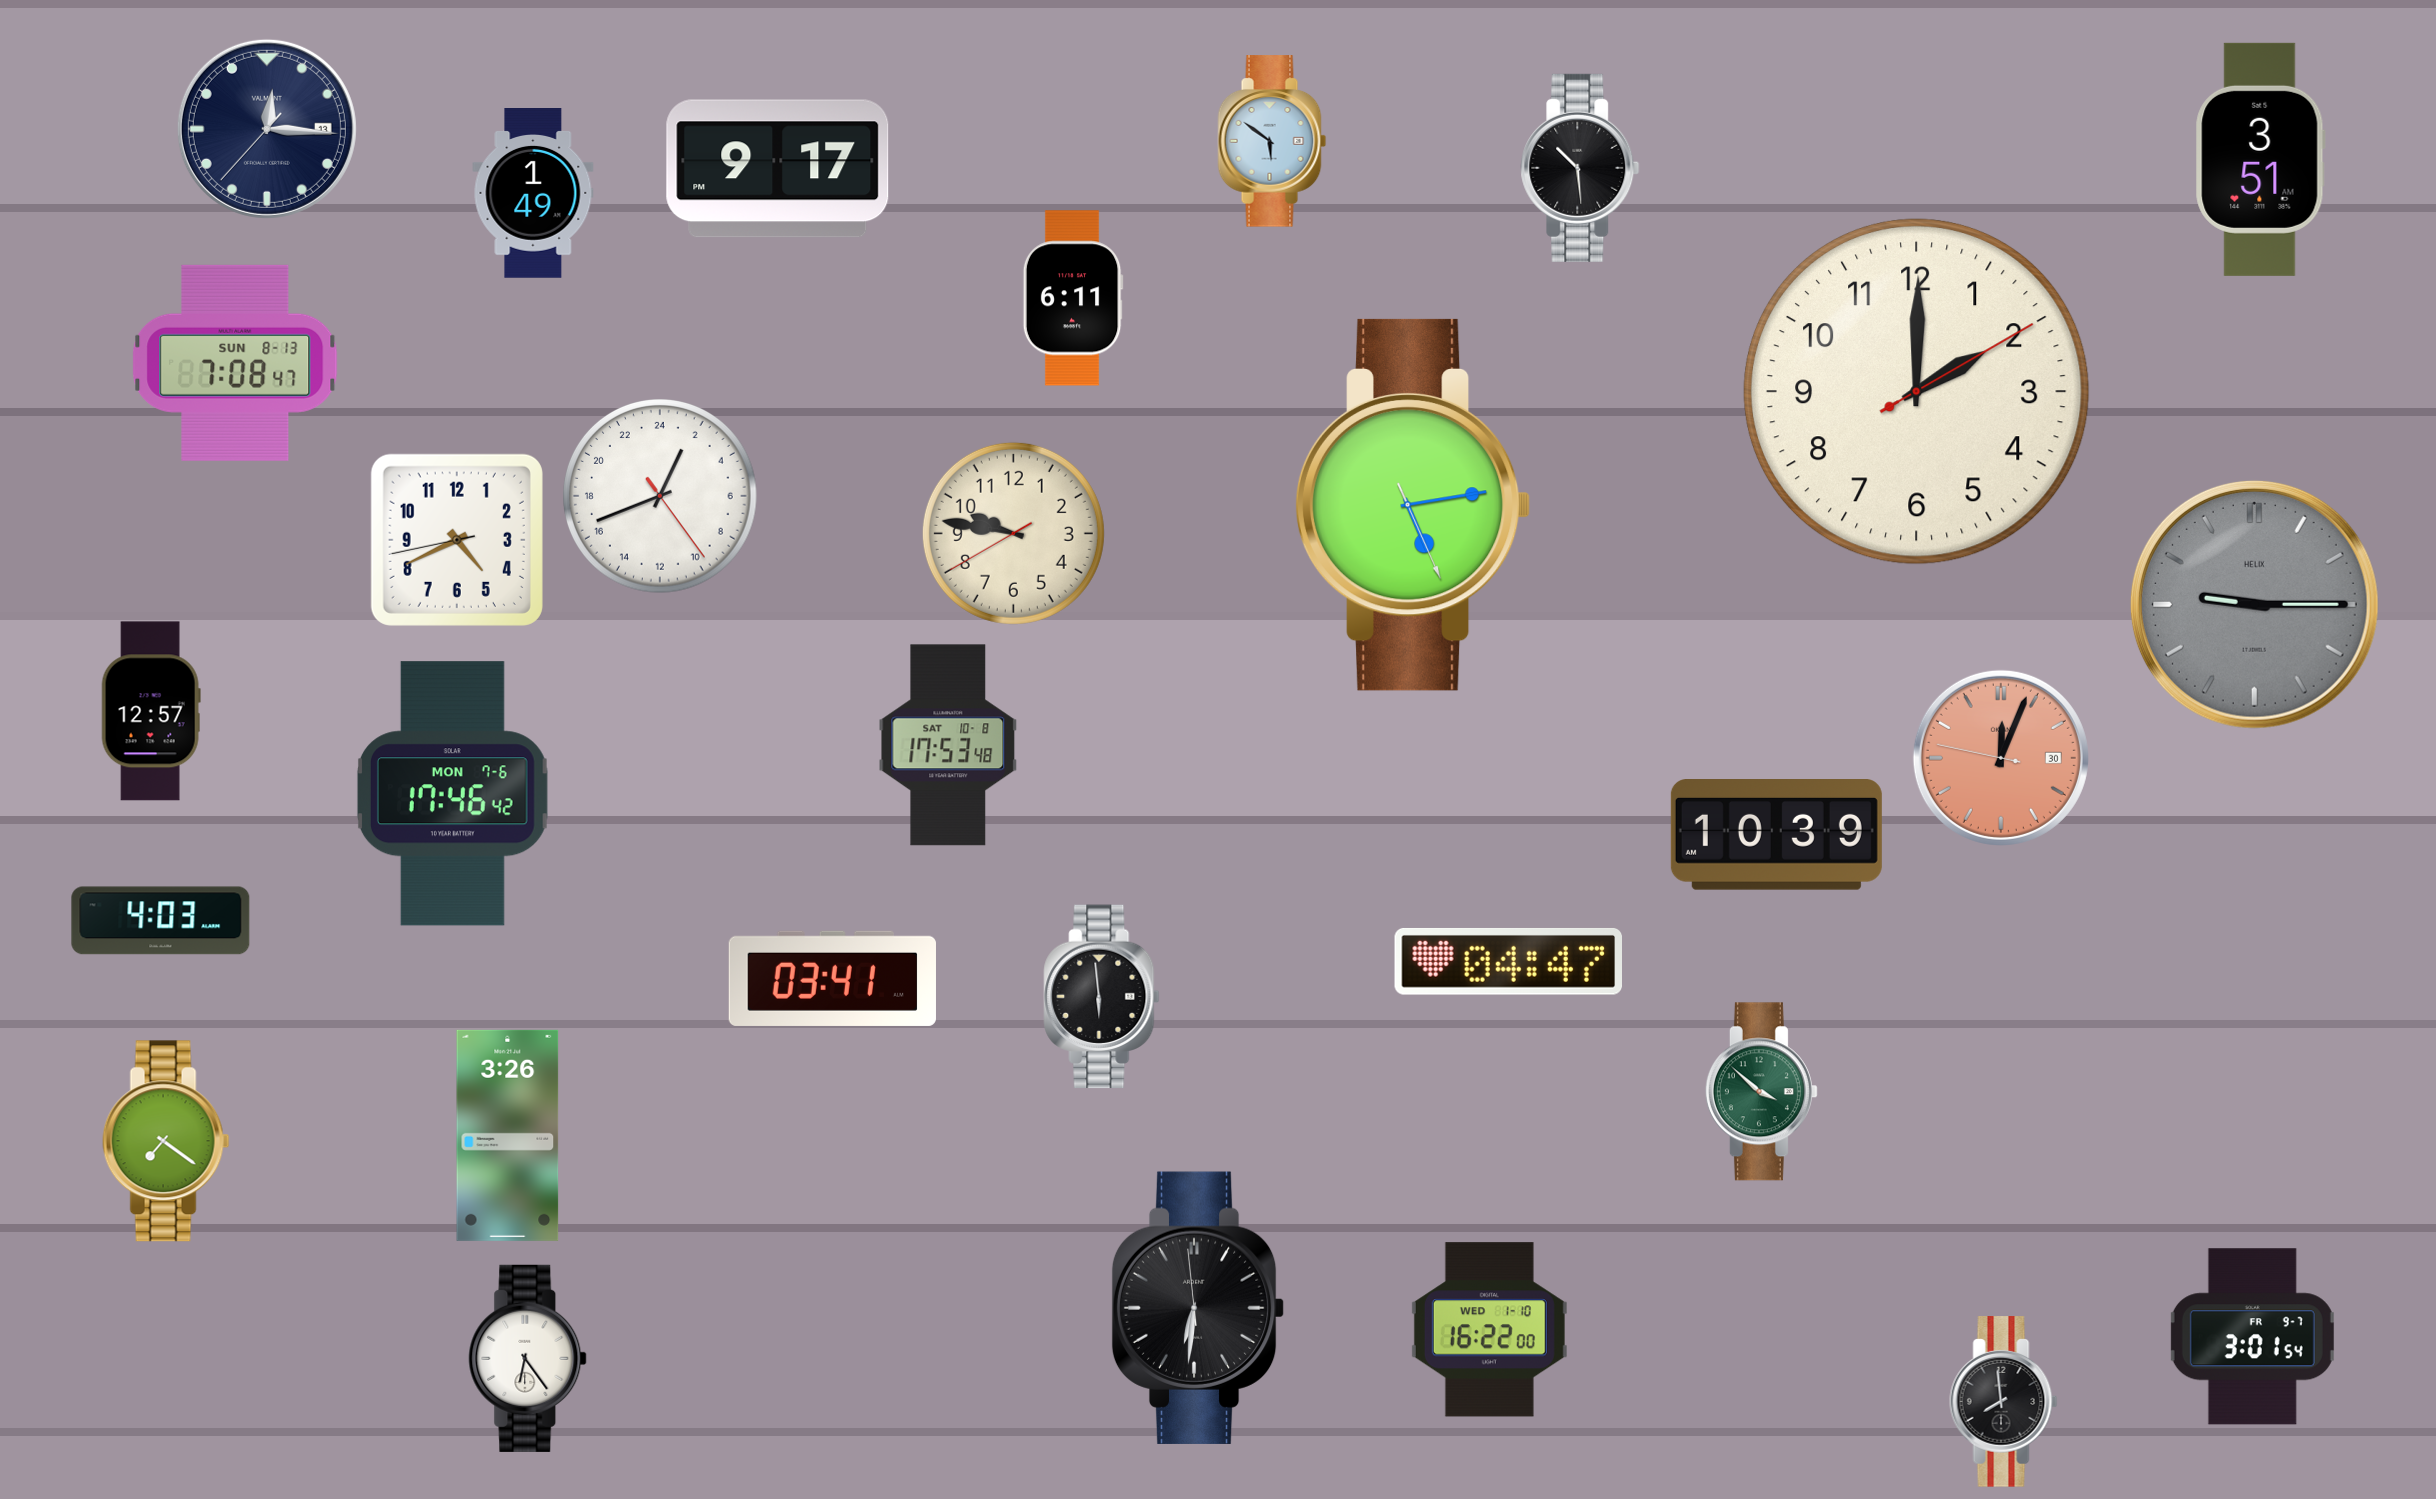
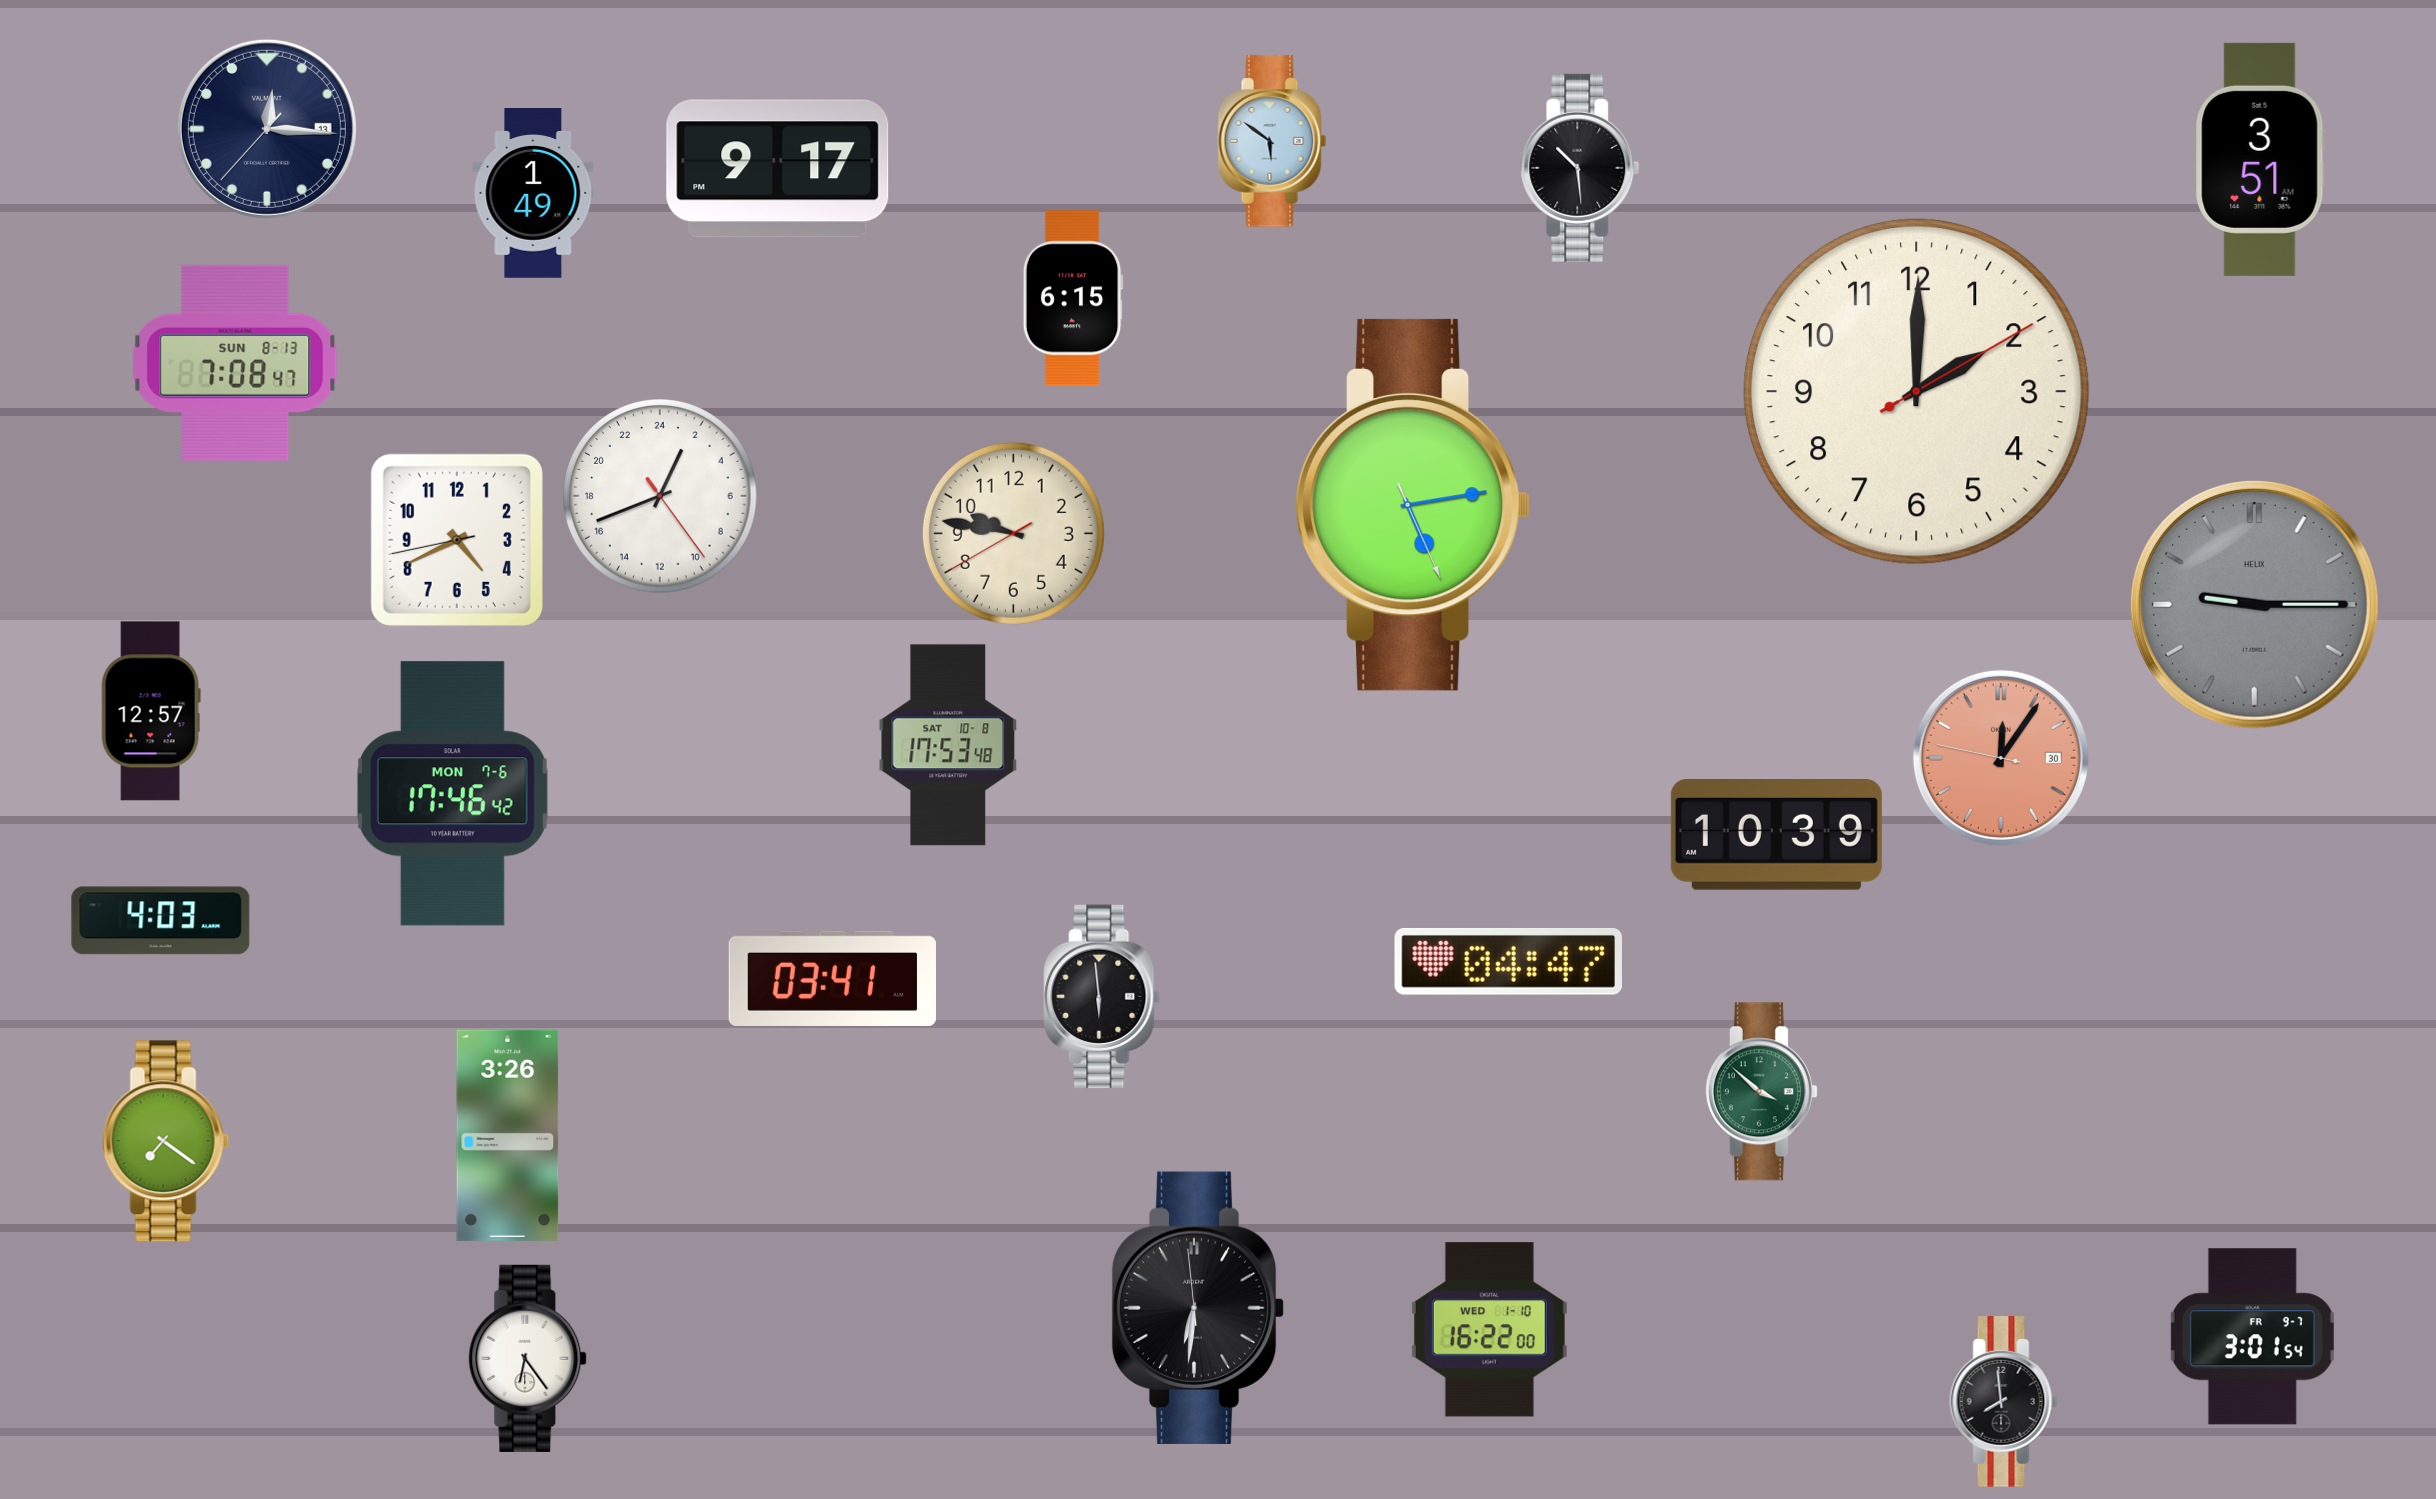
clock at (1073, 298): 6:11 -> 6:15
clock at (2001, 758): 12:03 -> 12:05
